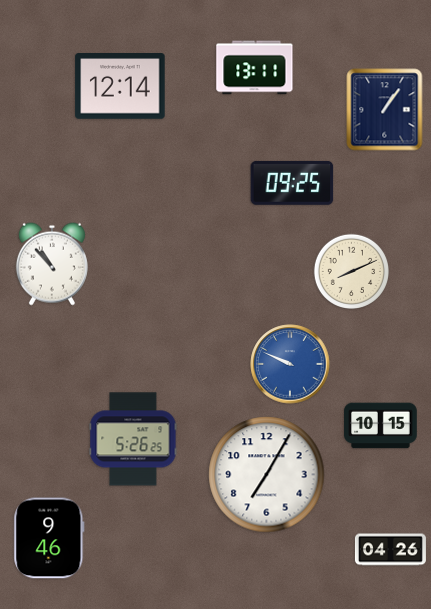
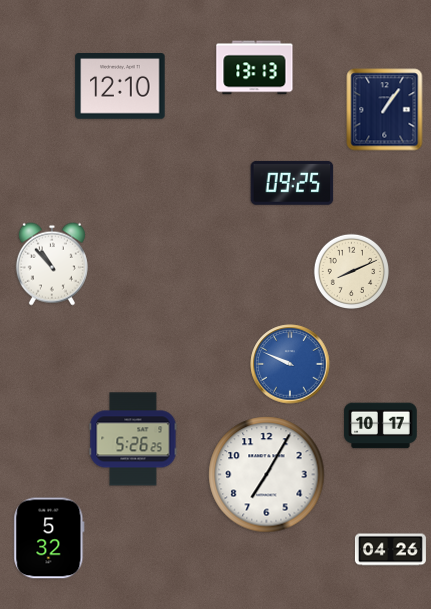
clock at (255, 68): 13:11 -> 13:13
clock at (120, 86): 12:14 -> 12:10
clock at (381, 426): 10:15 -> 10:17
clock at (49, 538): 9:46 -> 5:32
